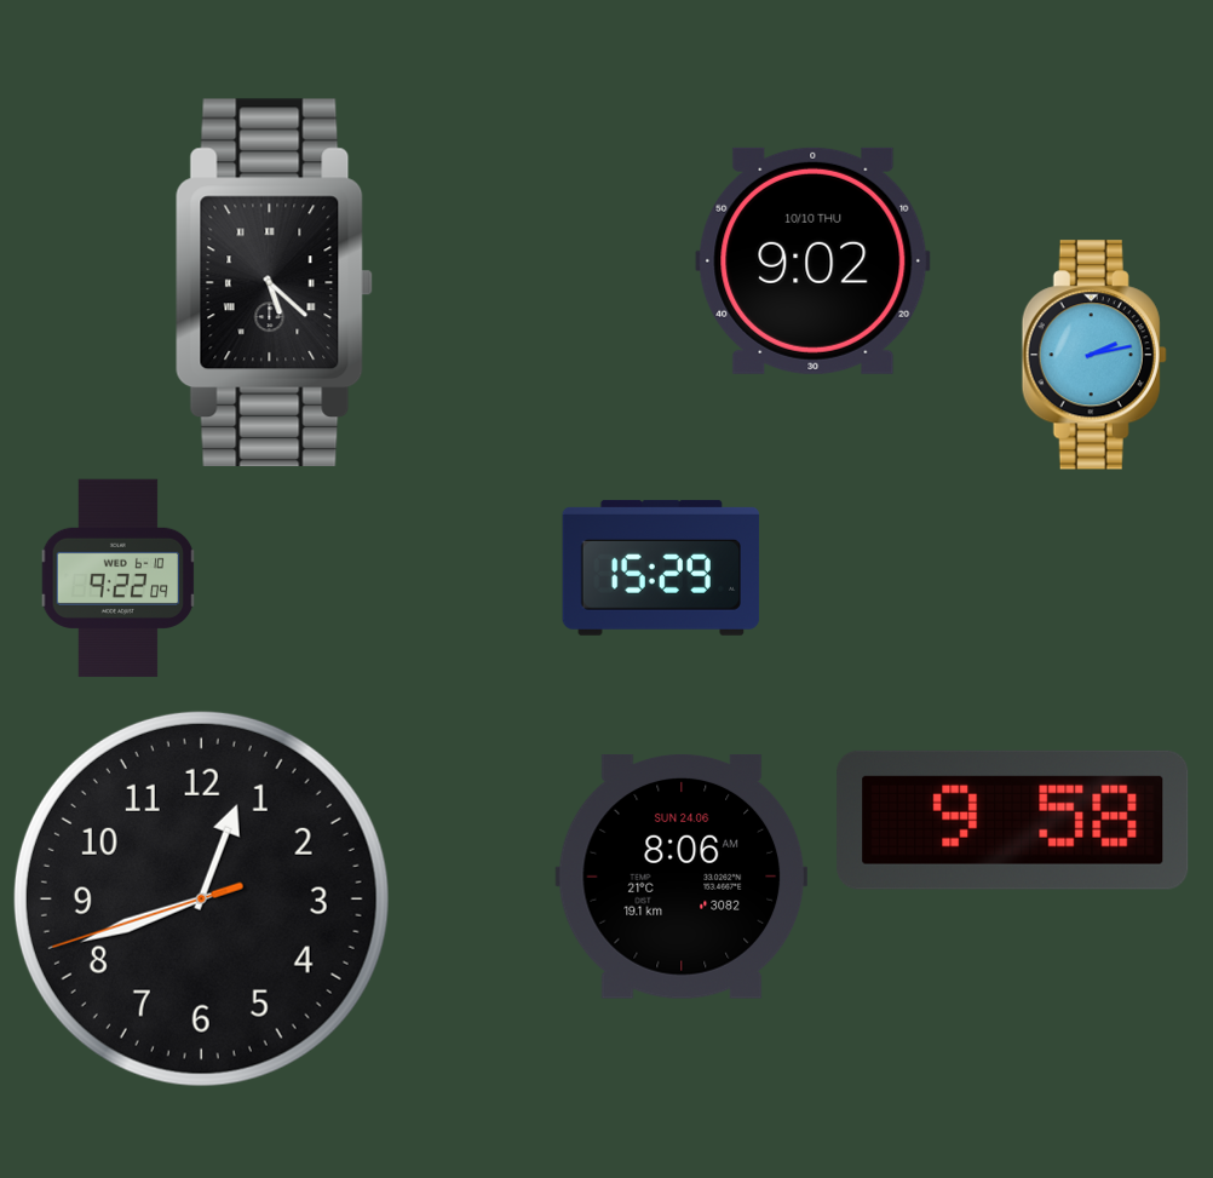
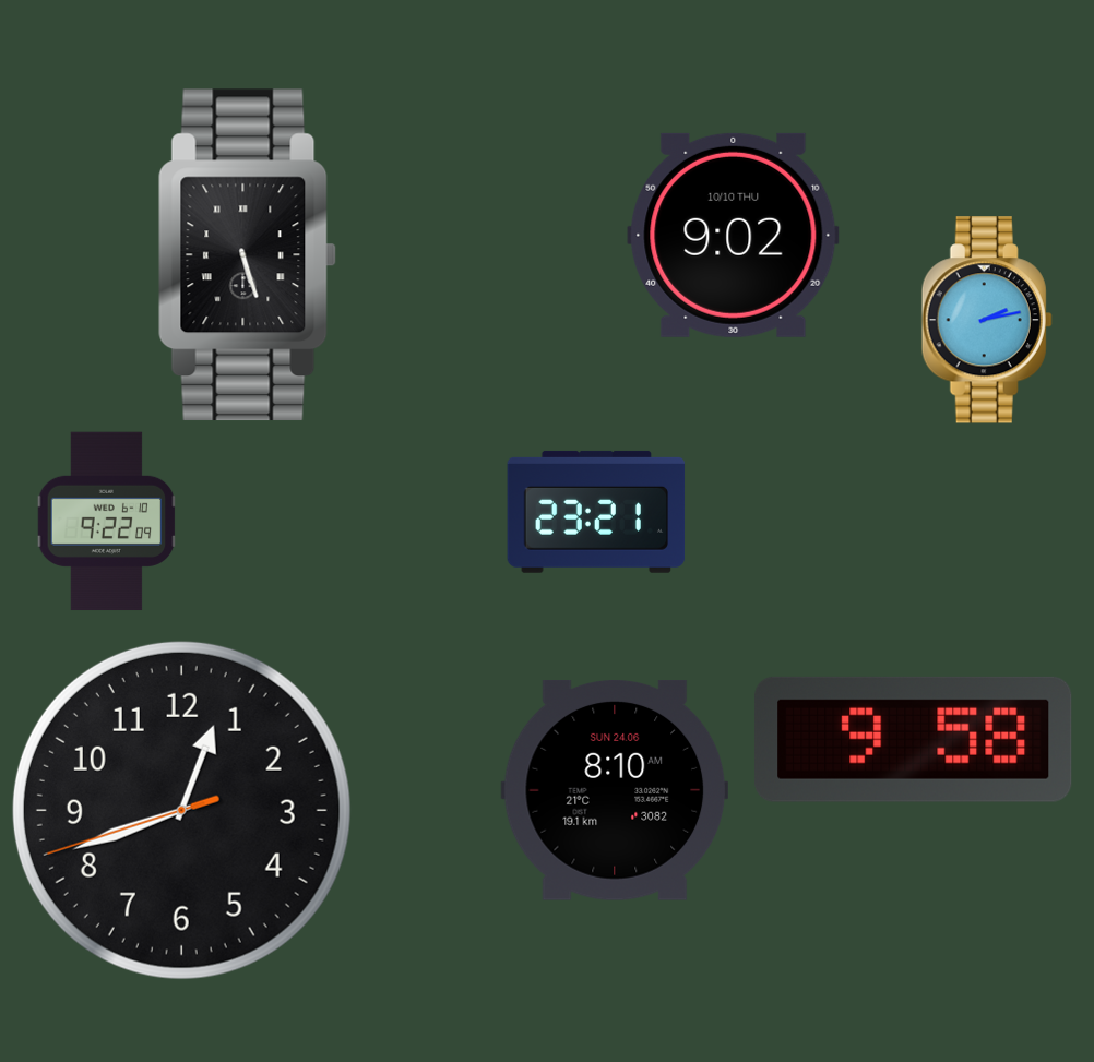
clock at (274, 283): 5:22 -> 5:27
clock at (661, 568): 15:29 -> 23:21
clock at (682, 877): 8:06 -> 8:10
